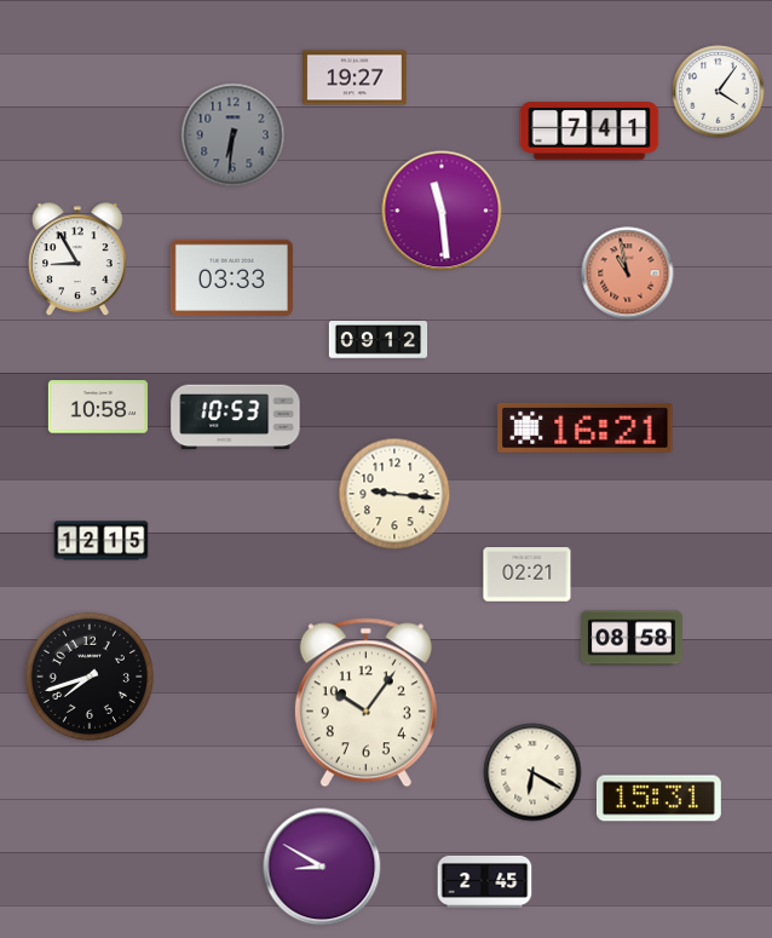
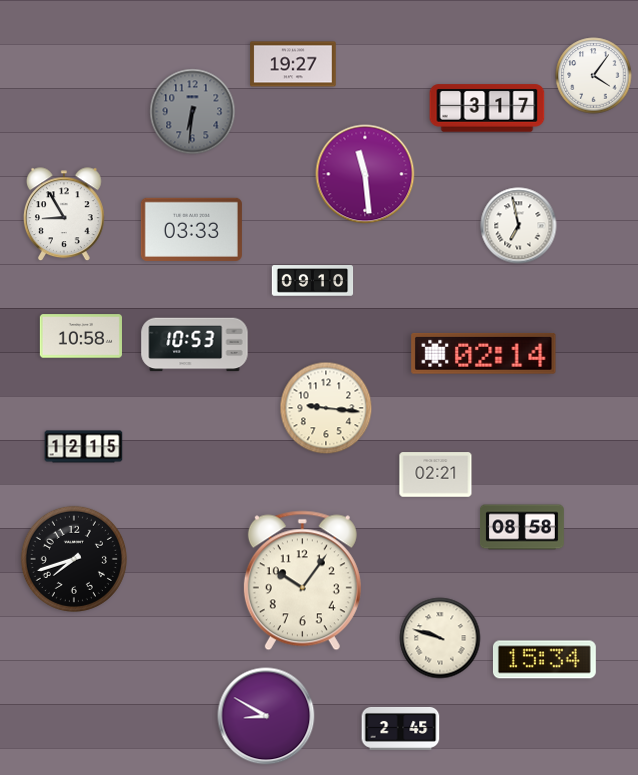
clock at (589, 131): 7:41 -> 3:17
clock at (628, 274): 10:58 -> 6:58
clock at (628, 274) dial: salmon -> white
clock at (379, 340): 09:12 -> 09:10
clock at (586, 427): 16:21 -> 02:14
clock at (532, 772): 6:20 -> 9:48
clock at (658, 799): 15:31 -> 15:34
